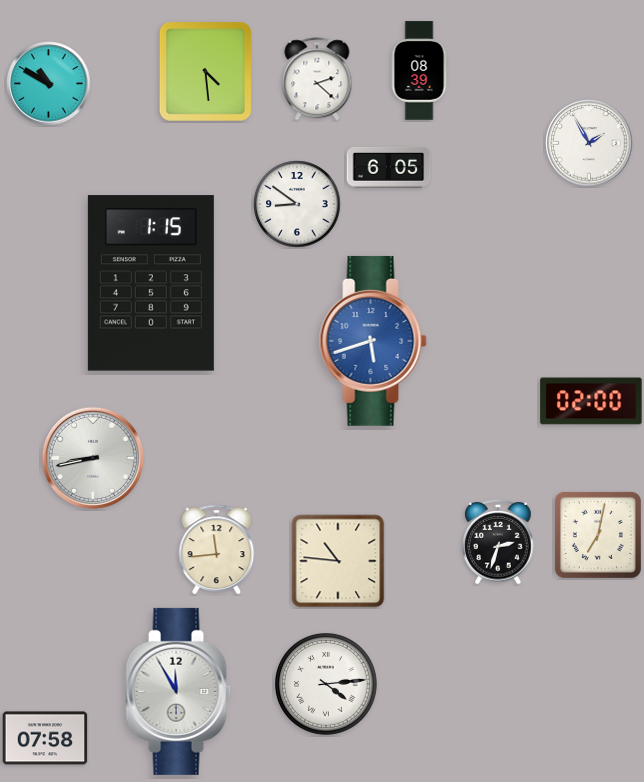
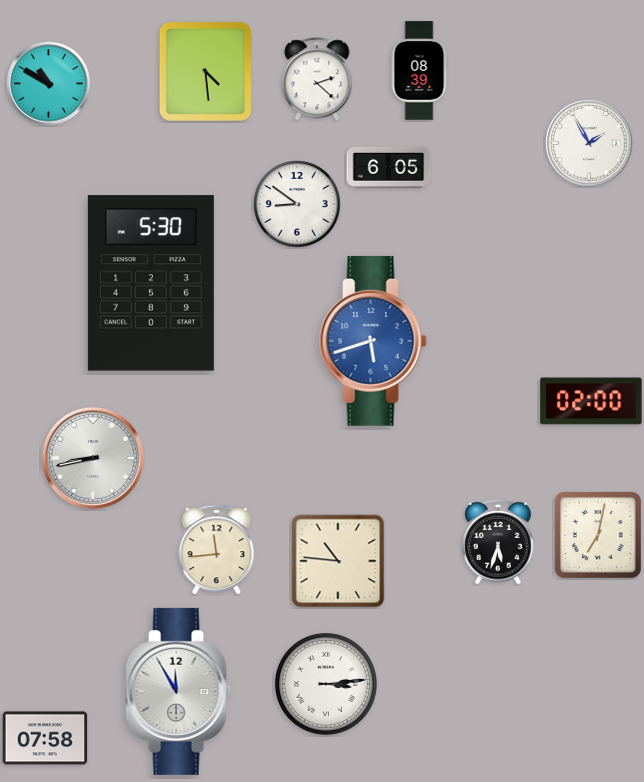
clock at (151, 283): 1:15 -> 5:30
clock at (498, 542): 2:33 -> 5:33
clock at (327, 685): 4:14 -> 3:14
